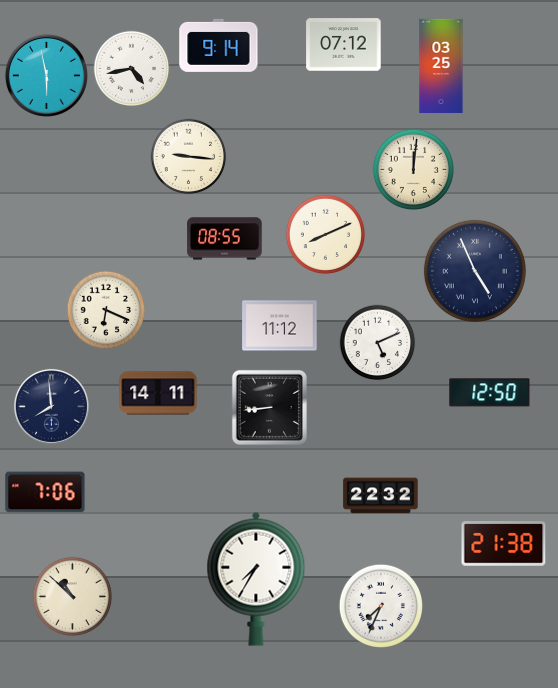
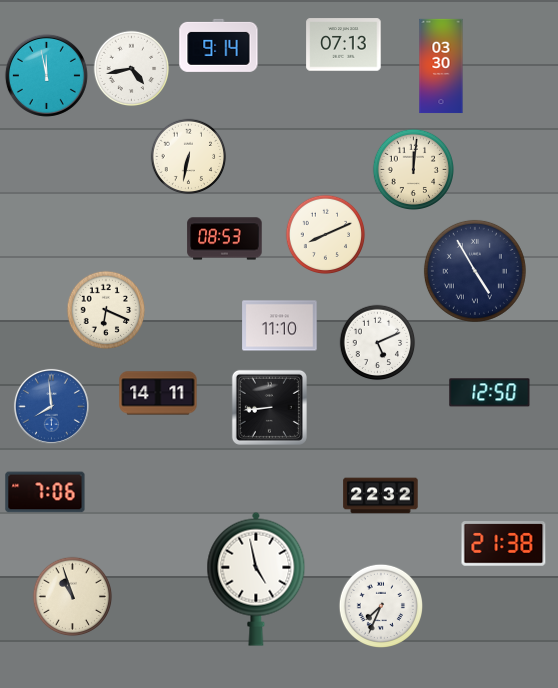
clock at (344, 45): 07:12 -> 07:13
clock at (441, 66): 03:25 -> 03:30
clock at (46, 75): 5:58 -> 11:58
clock at (189, 157): 9:16 -> 6:32
clock at (225, 239): 08:55 -> 08:53
clock at (475, 271): 4:56 -> 4:55
clock at (280, 326): 11:12 -> 11:10
clock at (51, 406) dial: navy -> blue
clock at (256, 579): 7:35 -> 4:58
clock at (73, 597): 10:52 -> 10:57
